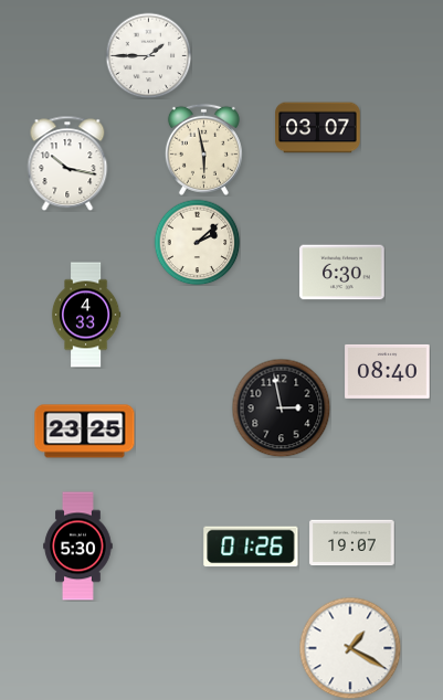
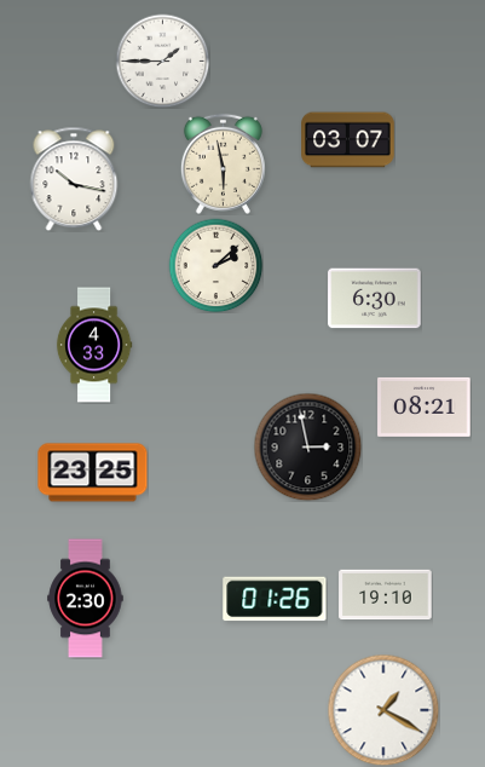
clock at (388, 371): 08:40 -> 08:21
clock at (352, 543): 19:07 -> 19:10
clock at (78, 547): 5:30 -> 2:30
